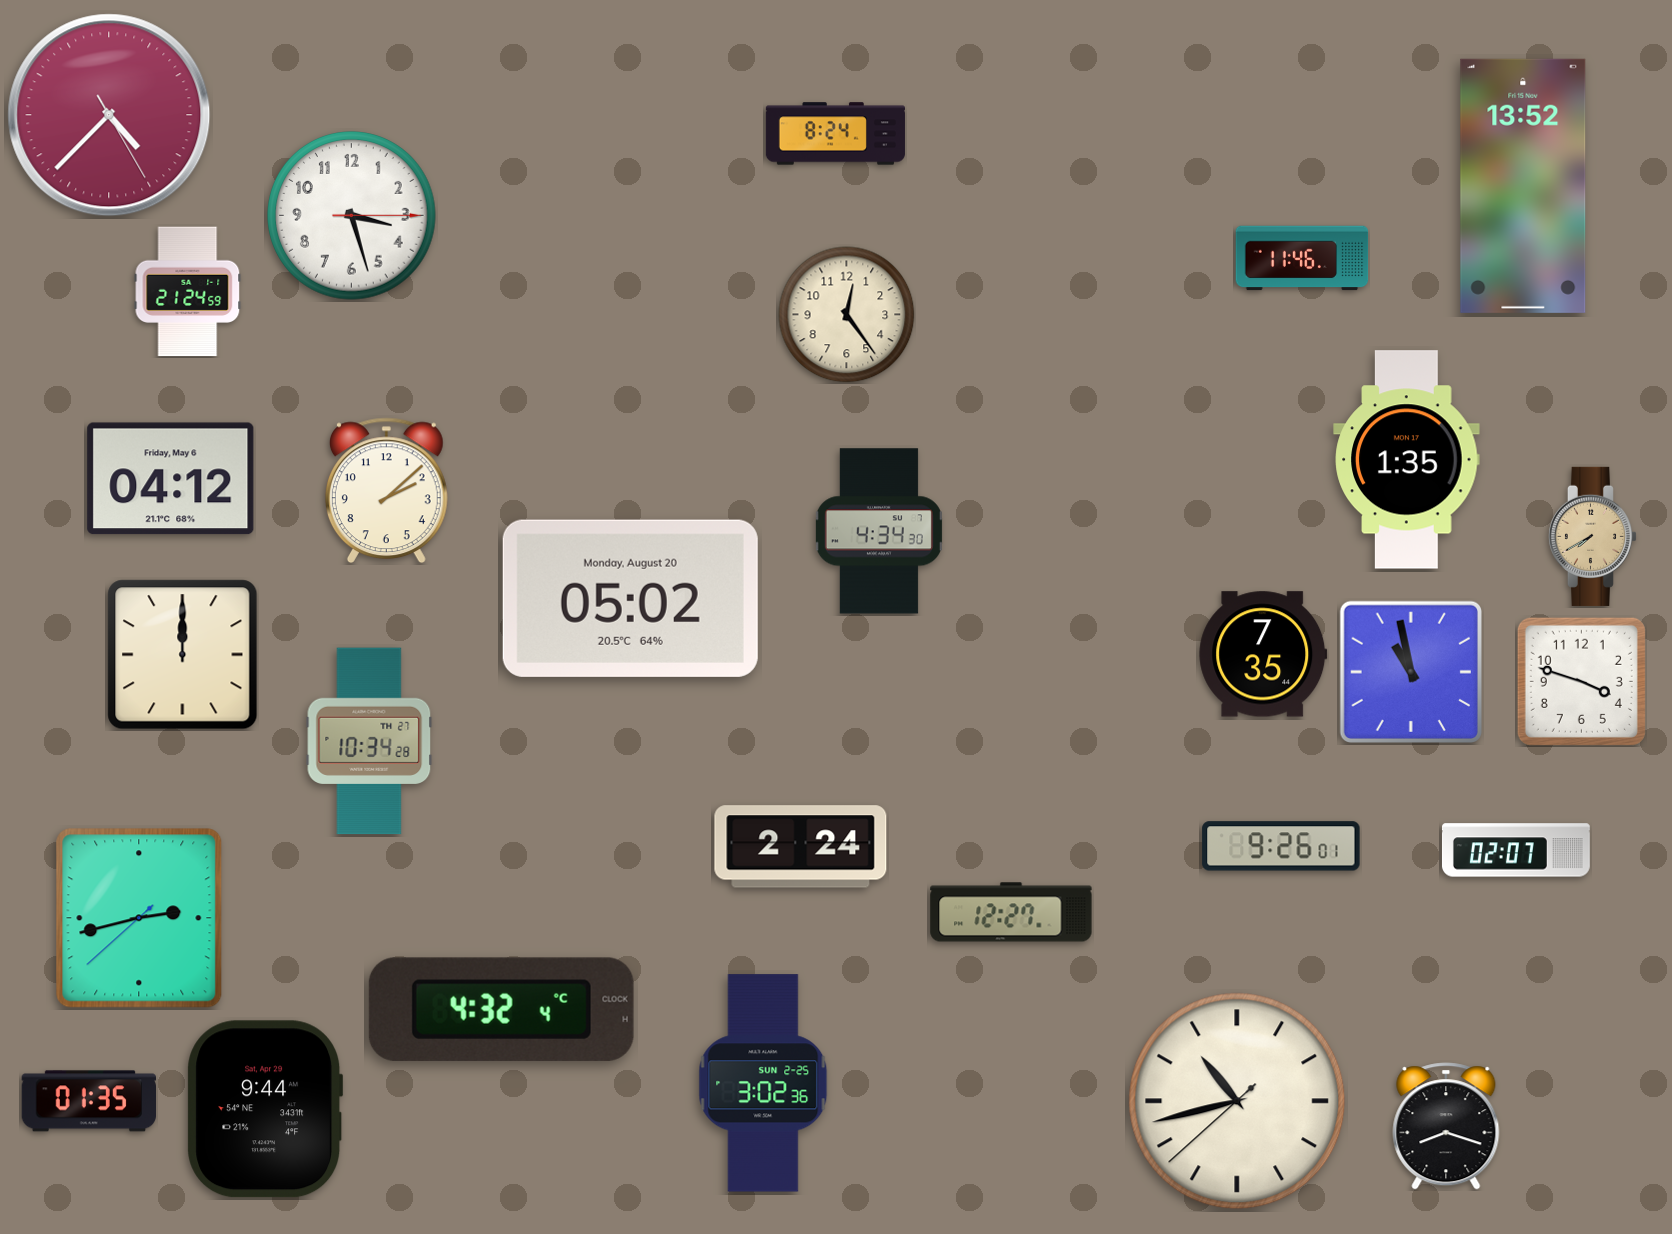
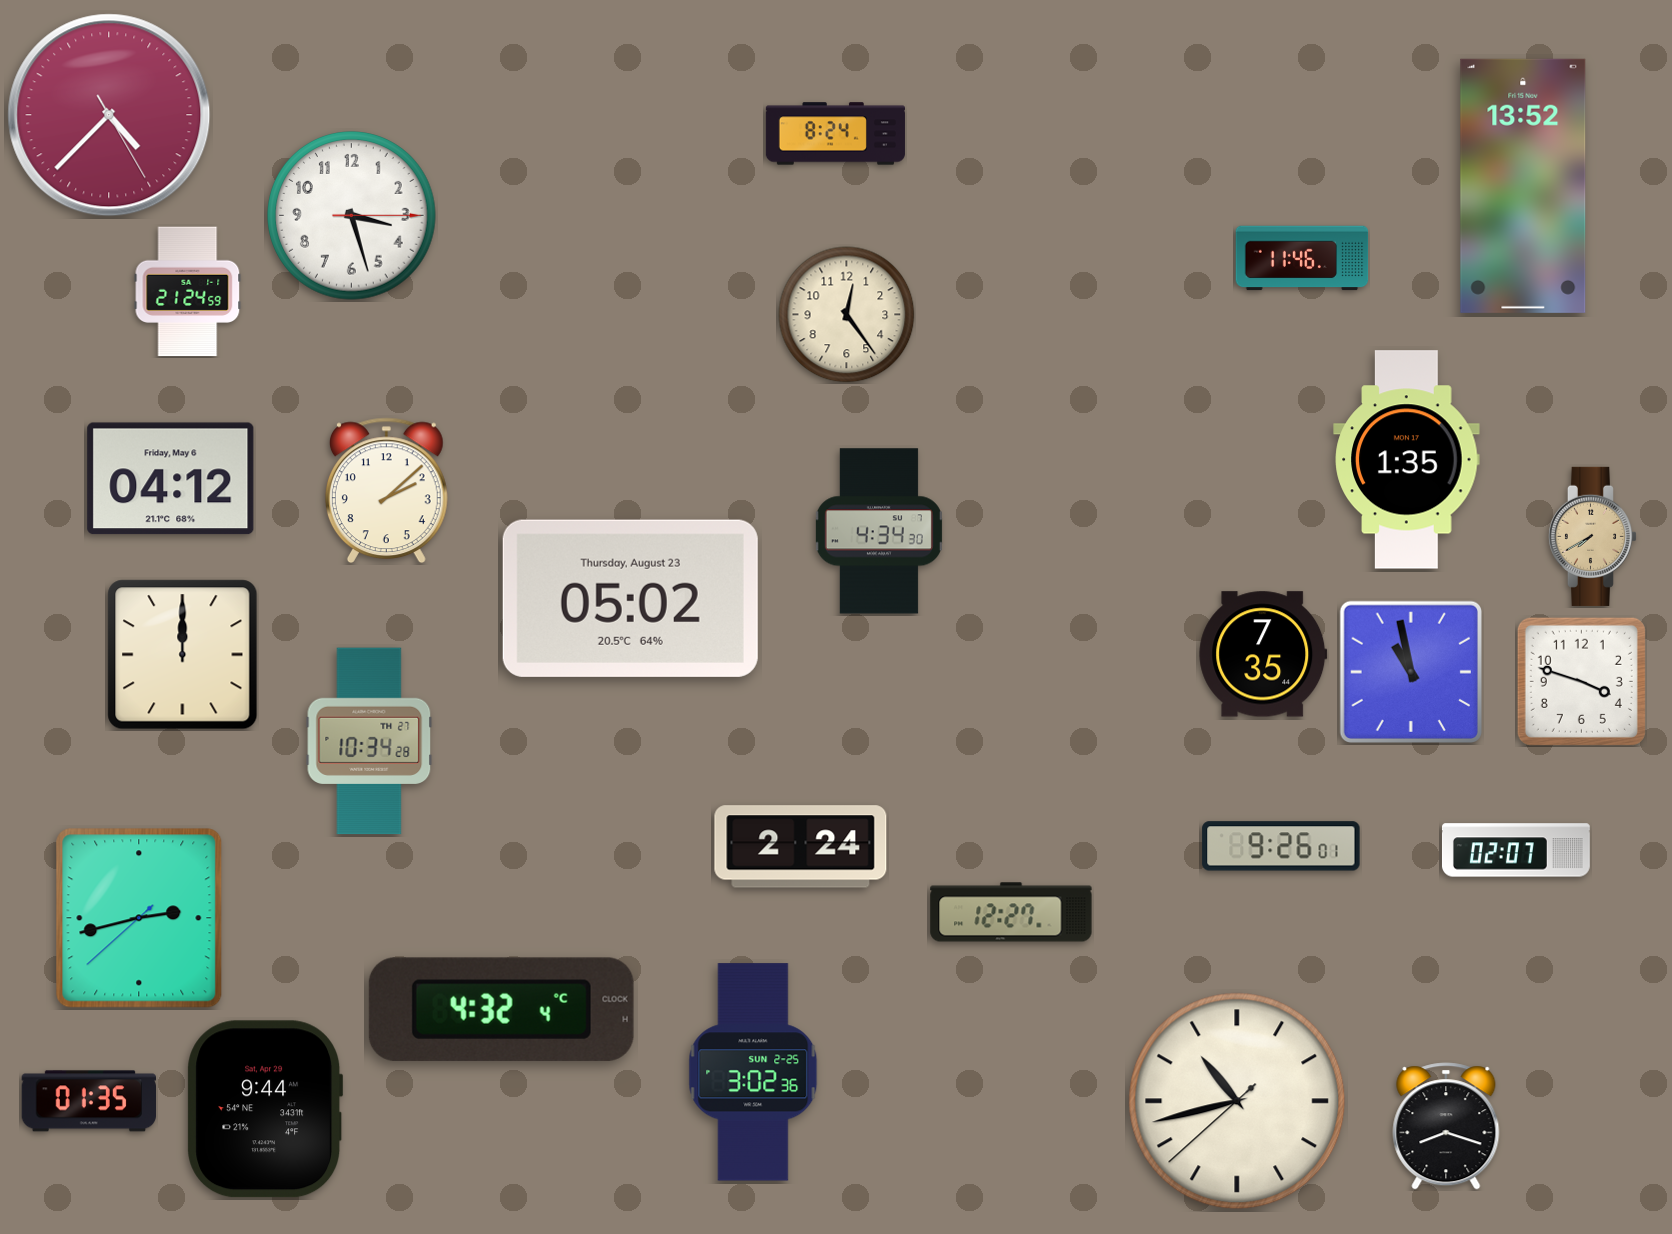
clock at (630, 598) date: Monday, August 20 -> Thursday, August 23
clock at (763, 1083) position: (763, 1083) -> (753, 1072)
